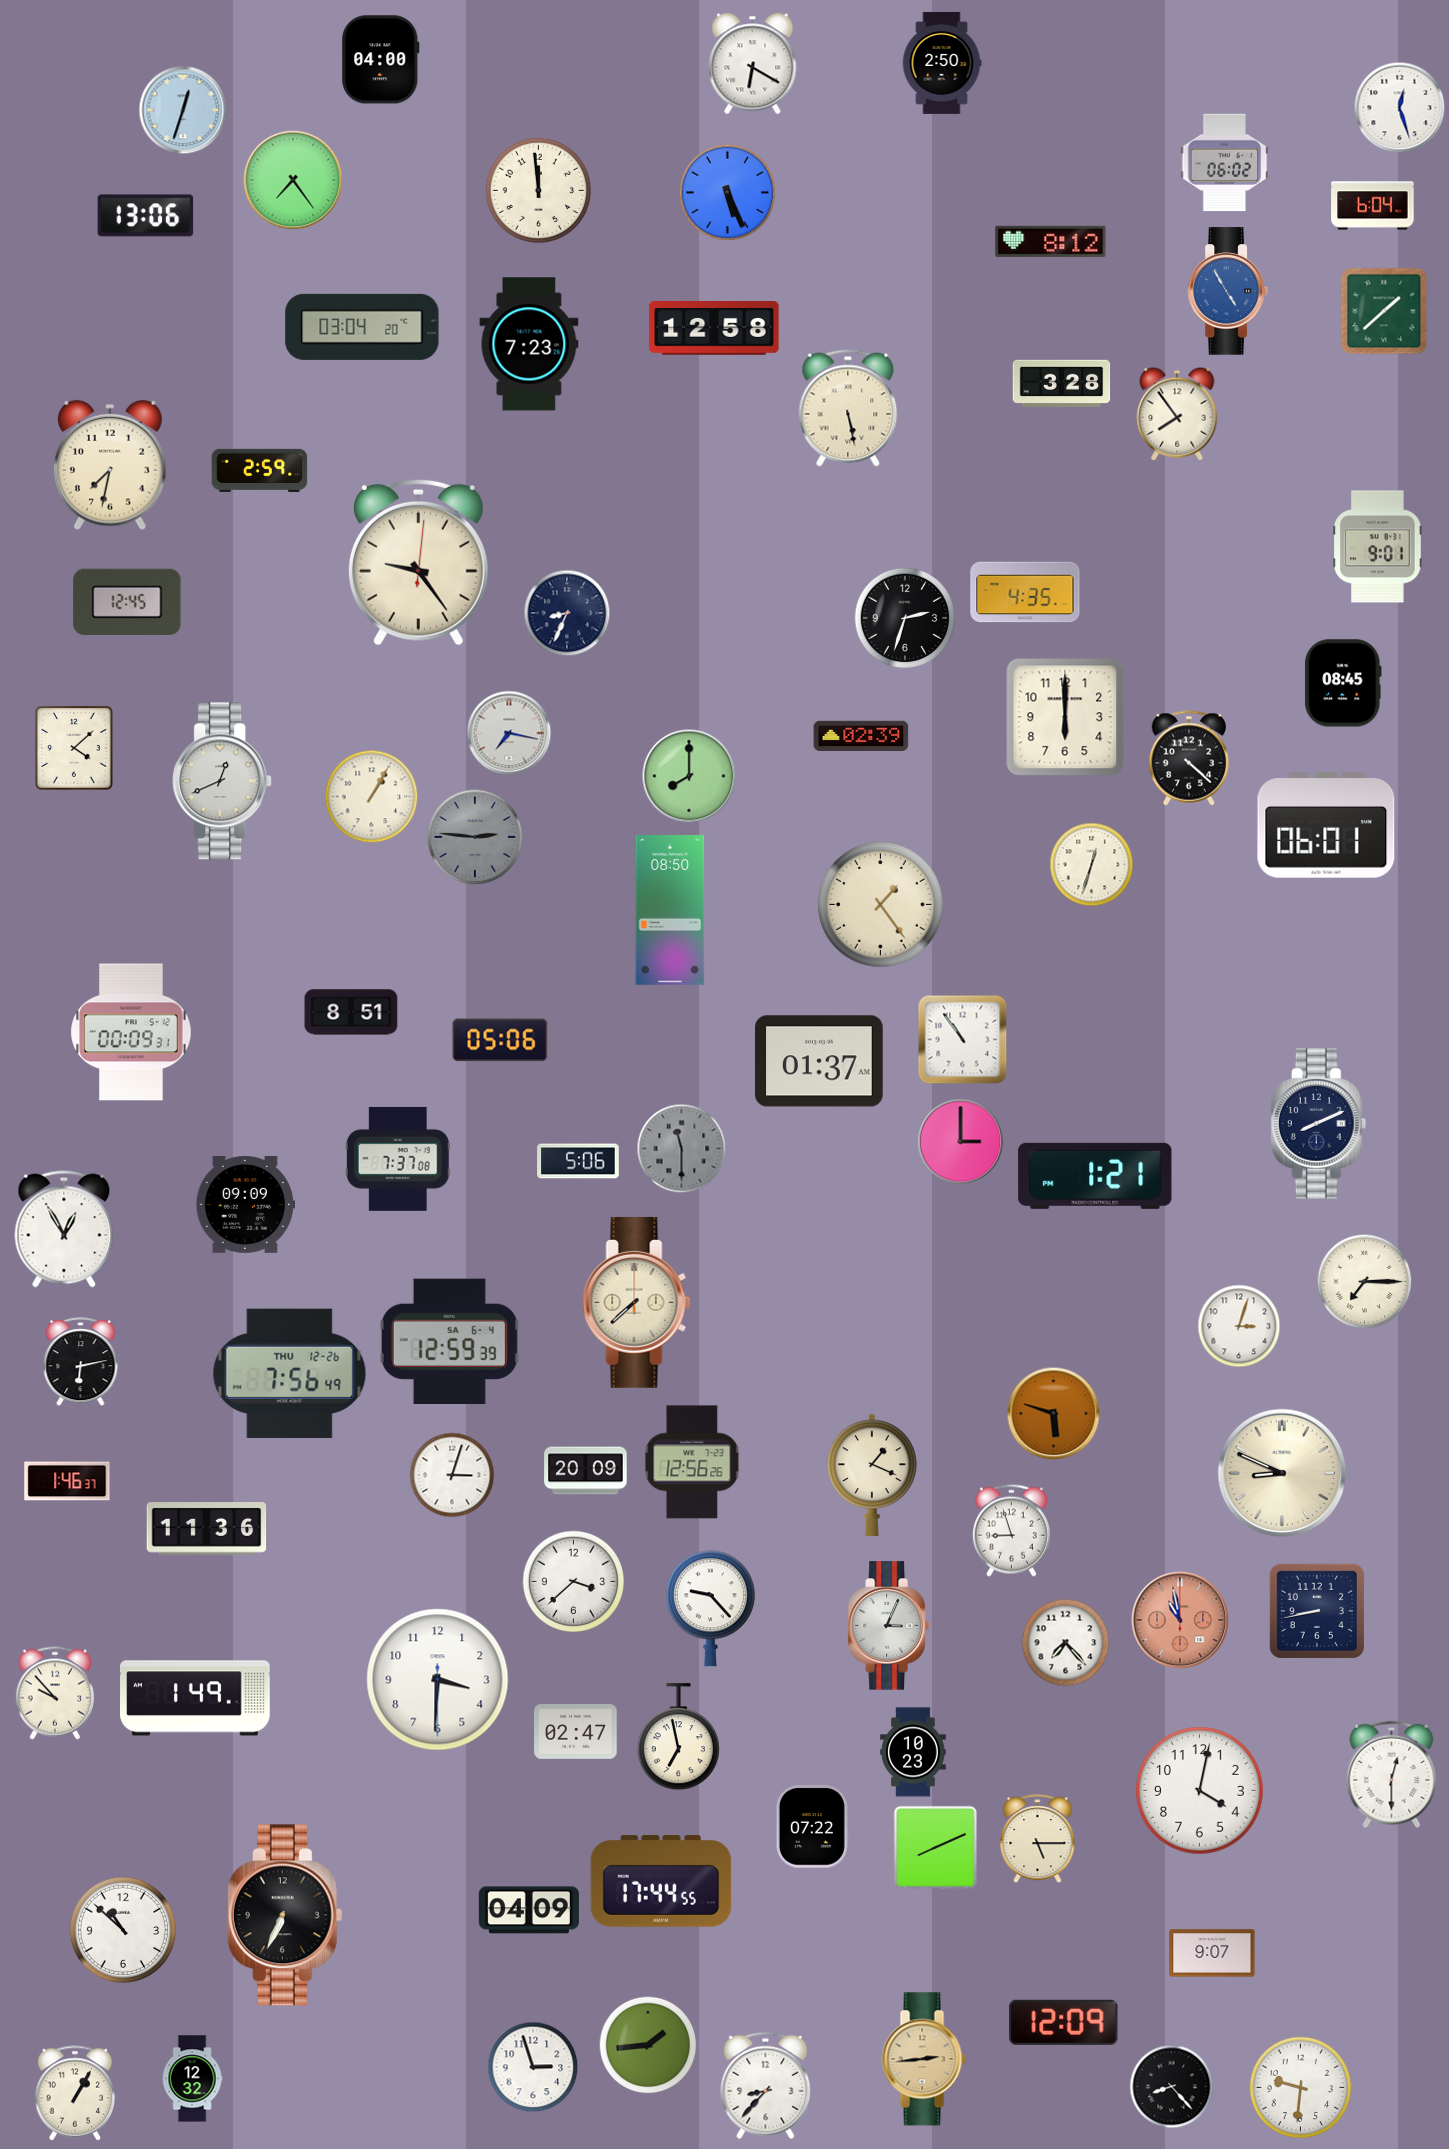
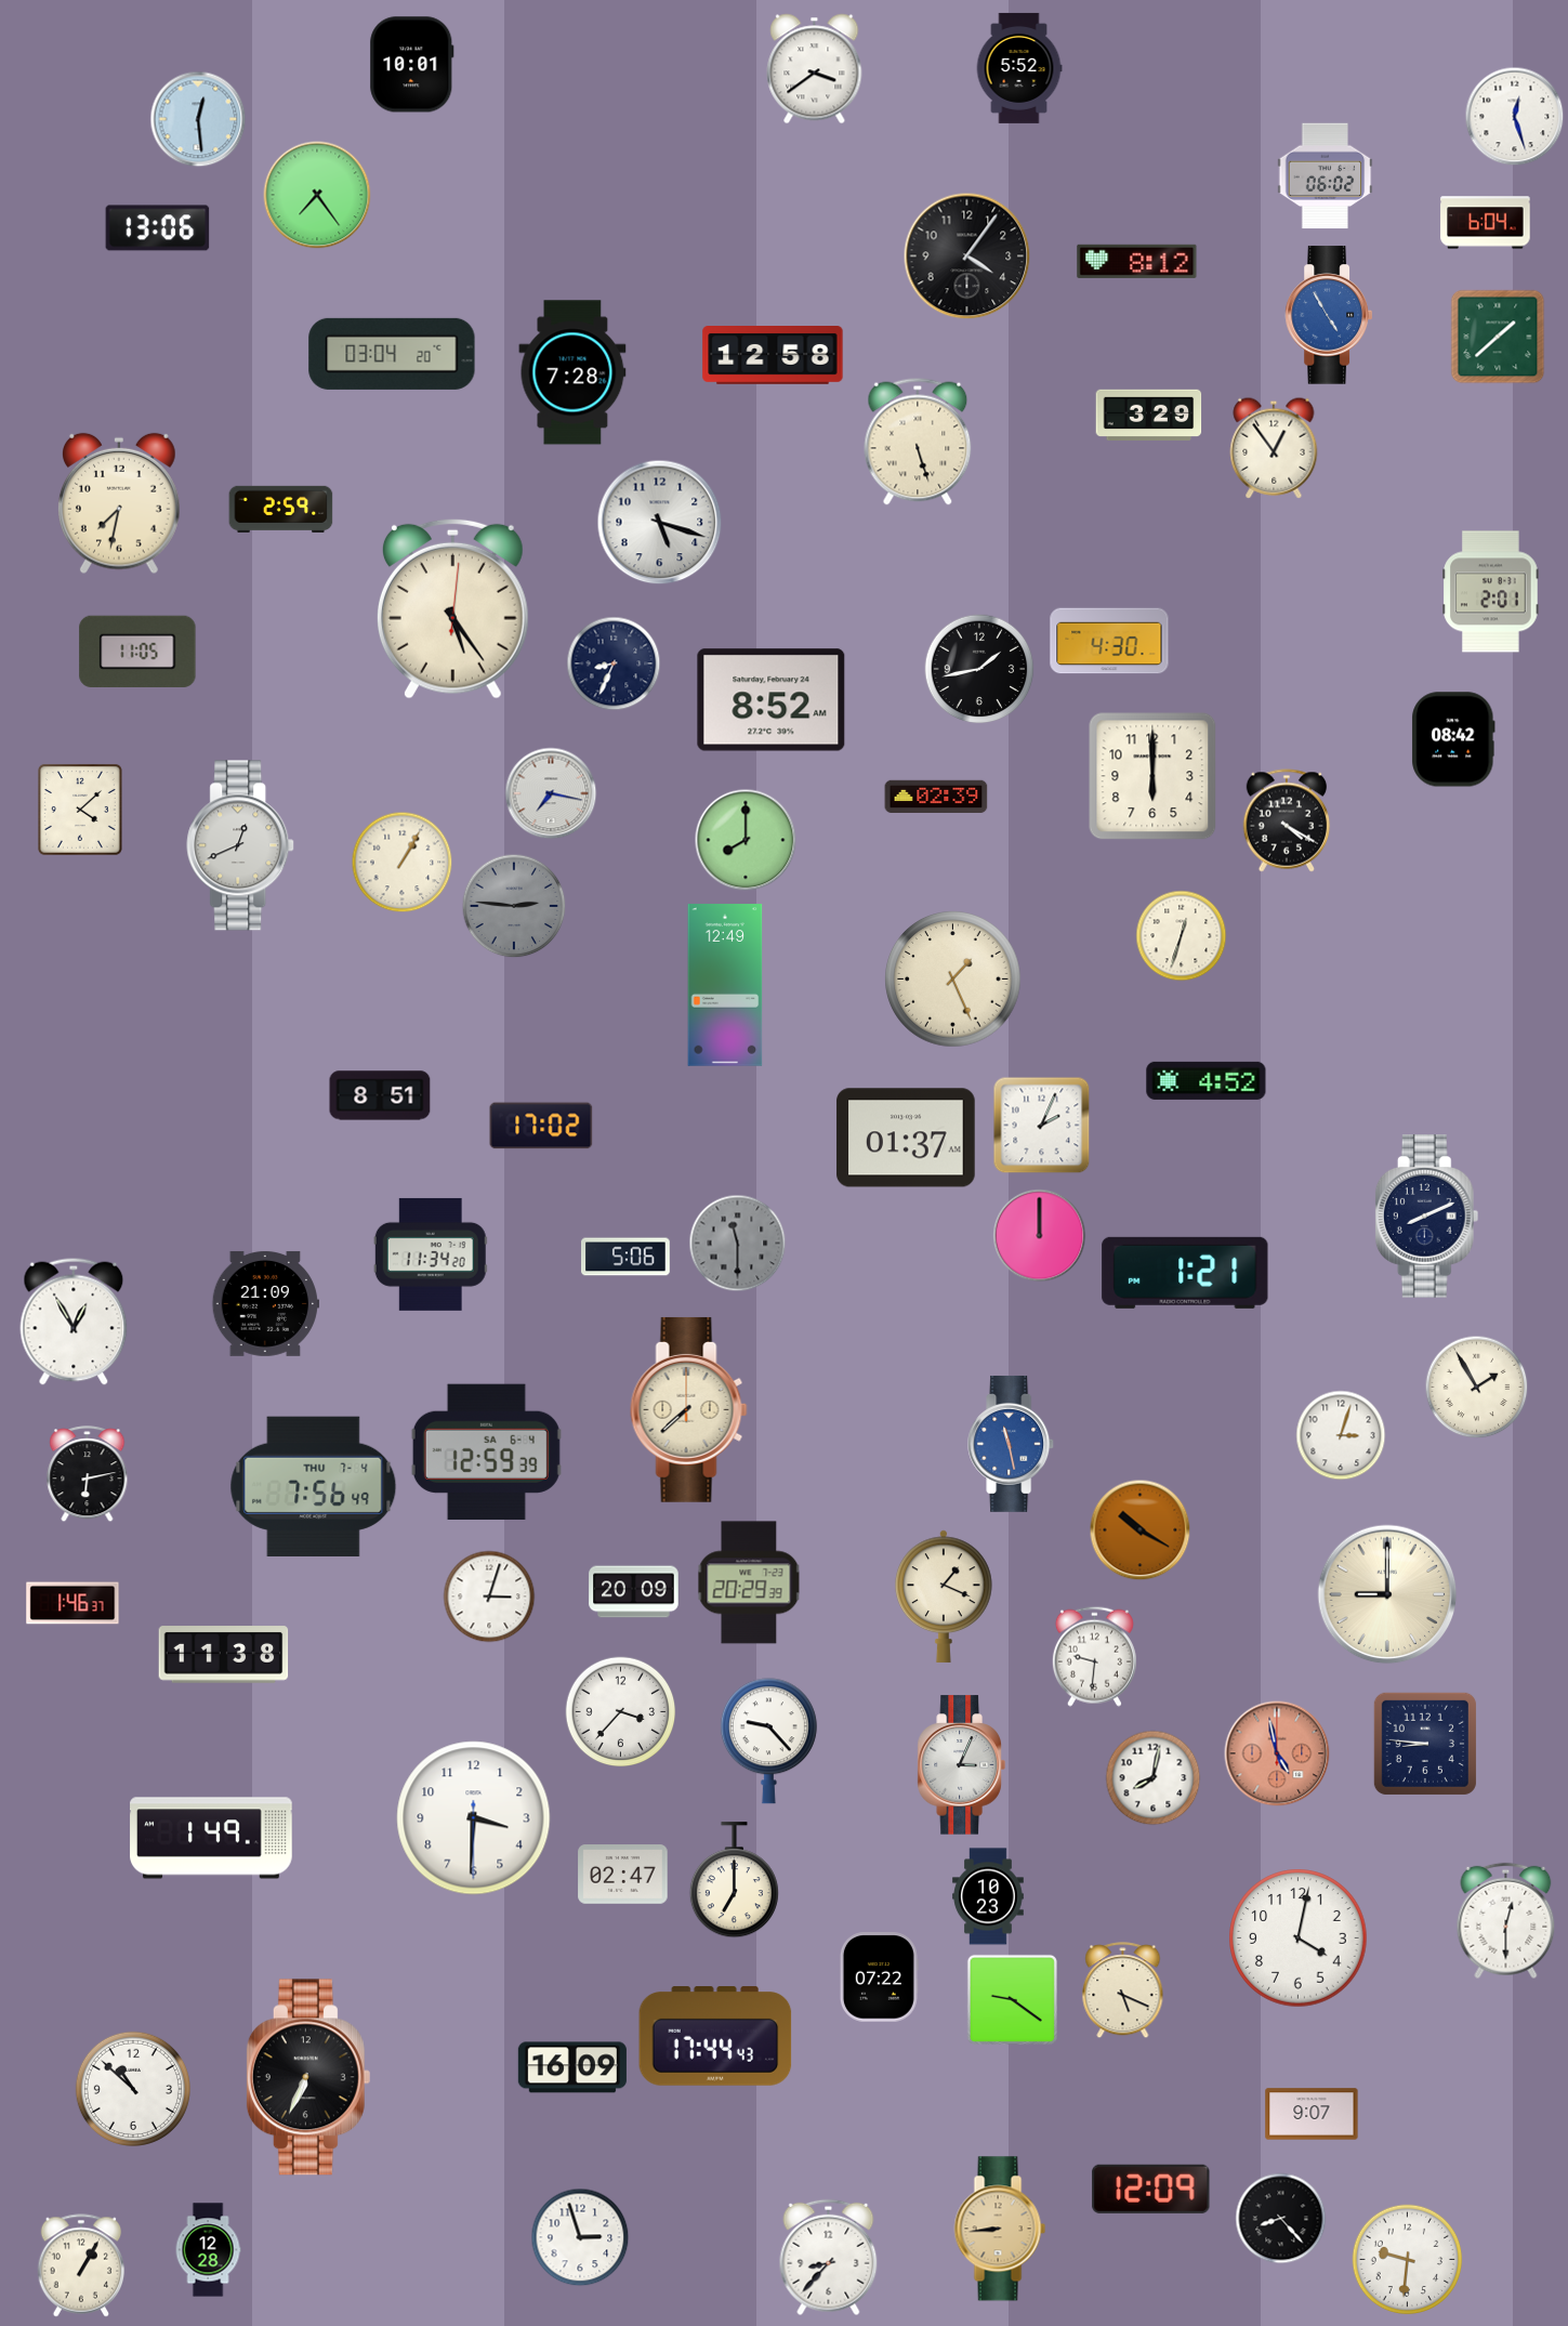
clock at (381, 60): 04:00 -> 10:01
clock at (942, 63): 2:50 -> 5:52
clock at (753, 64): 6:20 -> 3:39
clock at (183, 110): 12:33 -> 12:29
clock at (538, 190): 11:59 -> none
clock at (728, 193): 5:26 -> none
clock at (146, 216) position: (146, 216) -> (158, 228)
clock at (967, 257): none -> 4:06
clock at (529, 344): 7:23 -> 7:28
clock at (1062, 384): 3:28 -> 3:29
clock at (848, 408): 5:28 -> 5:27
clock at (1177, 414): 7:54 -> 12:54
clock at (660, 523): none -> 5:18
clock at (1378, 547): 9:01 -> 2:01
clock at (418, 562): 9:24 -> 5:24
clock at (1025, 592): 4:35 -> 4:30
clock at (127, 602): 12:45 -> 11:05
clock at (905, 618): 2:33 -> 1:43
clock at (772, 700): none -> 8:52
clock at (1343, 683): 08:45 -> 08:42
clock at (861, 735) position: (861, 735) -> (936, 796)
clock at (1189, 758): 4:22 -> 4:20
clock at (1326, 825): 06:01 -> none
clock at (881, 905): 1:24 -> 1:26
clock at (670, 910): 08:50 -> 12:49
clock at (1207, 1080): none -> 4:52
clock at (131, 1032): 00:09 -> none
clock at (500, 1040): 05:06 -> 17:02
clock at (963, 1040): 10:54 -> 2:04
clock at (819, 1061) position: (819, 1061) -> (906, 1138)
clock at (961, 1142): 3:00 -> 12:00
clock at (398, 1159): 7:37 -> 11:34
clock at (245, 1205): 09:09 -> 21:09
clock at (64, 1229) position: (64, 1229) -> (74, 1322)
clock at (1365, 1282): 7:15 -> 1:55
clock at (1012, 1444): none -> 11:28
clock at (290, 1373) date: THU 12-26 -> THU 7-4
clock at (1054, 1414): 5:48 -> 10:20
clock at (692, 1462): 12:56 -> 20:29
clock at (1282, 1473): 8:49 -> 9:00
clock at (207, 1529): 11:36 -> 11:38
clock at (1011, 1530): 8:57 -> 9:31
clock at (574, 1582): 3:38 -> 3:37
clock at (1317, 1611): 8:43 -> 8:46
clock at (1180, 1620): 10:58 -> 4:58
clock at (888, 1626) position: (888, 1626) -> (961, 1765)
clock at (1066, 1643): 7:23 -> 8:02
clock at (55, 1693): 9:53 -> none
clock at (678, 1737): 6:58 -> 7:00
clock at (1038, 1839): 5:15 -> 5:19
clock at (935, 1847): 8:11 -> 9:21
clock at (661, 1881): 17:44:55 -> 17:44:43
clock at (529, 1910): 04:09 -> 16:09
clock at (285, 1915) position: (285, 1915) -> (308, 2077)
clock at (648, 2045): 1:44 -> none
clock at (924, 2059): 2:44 -> 8:44
clock at (533, 2067) position: (533, 2067) -> (580, 2237)
clock at (192, 2079): 12:32 -> 12:28
clock at (1172, 2087) position: (1172, 2087) -> (1281, 2219)
